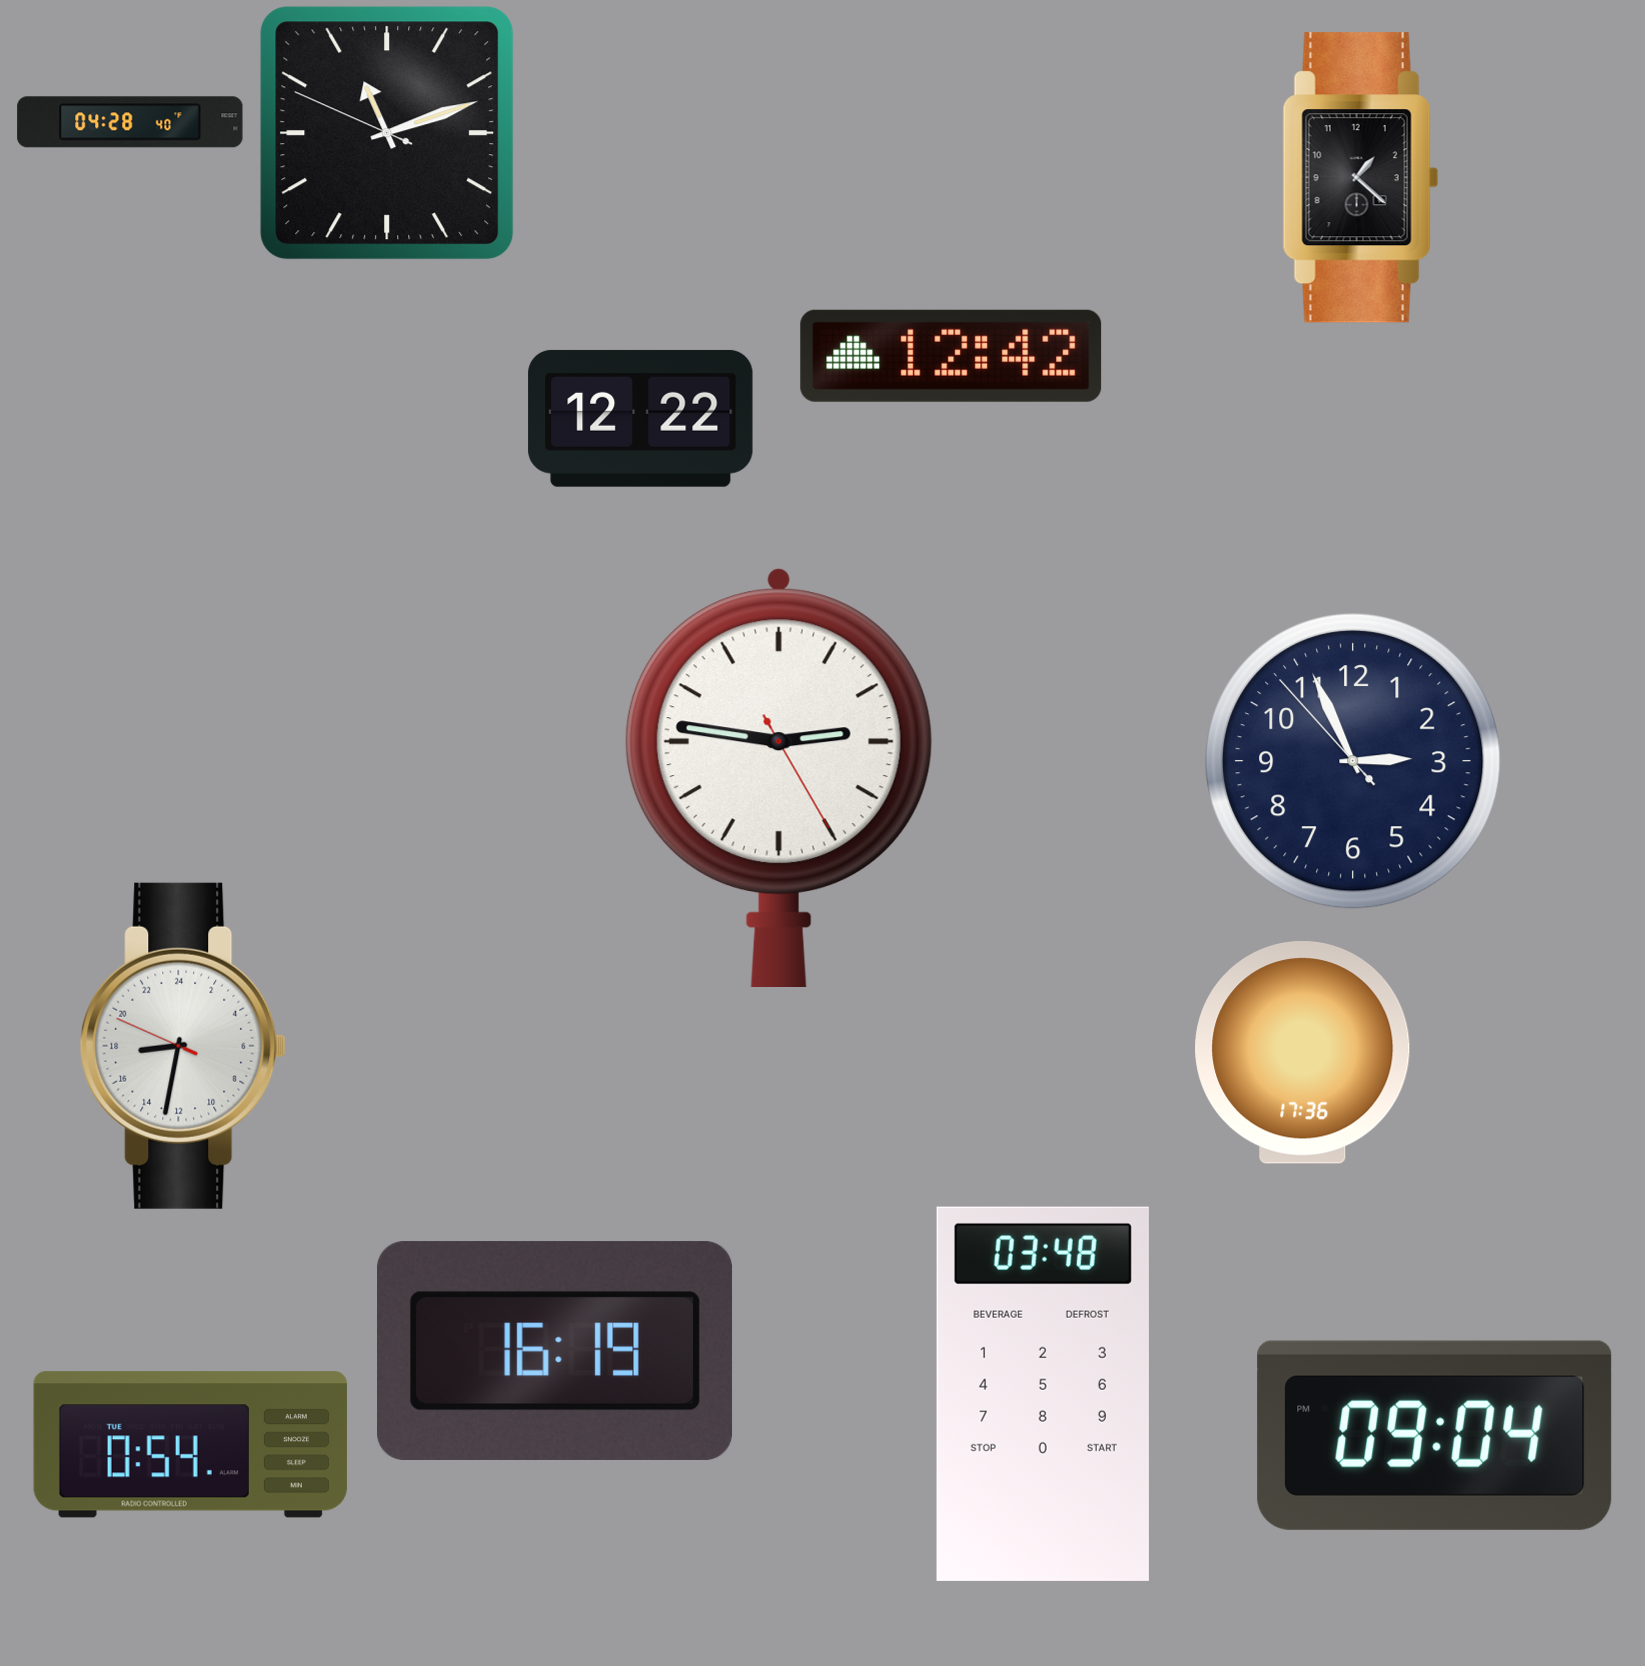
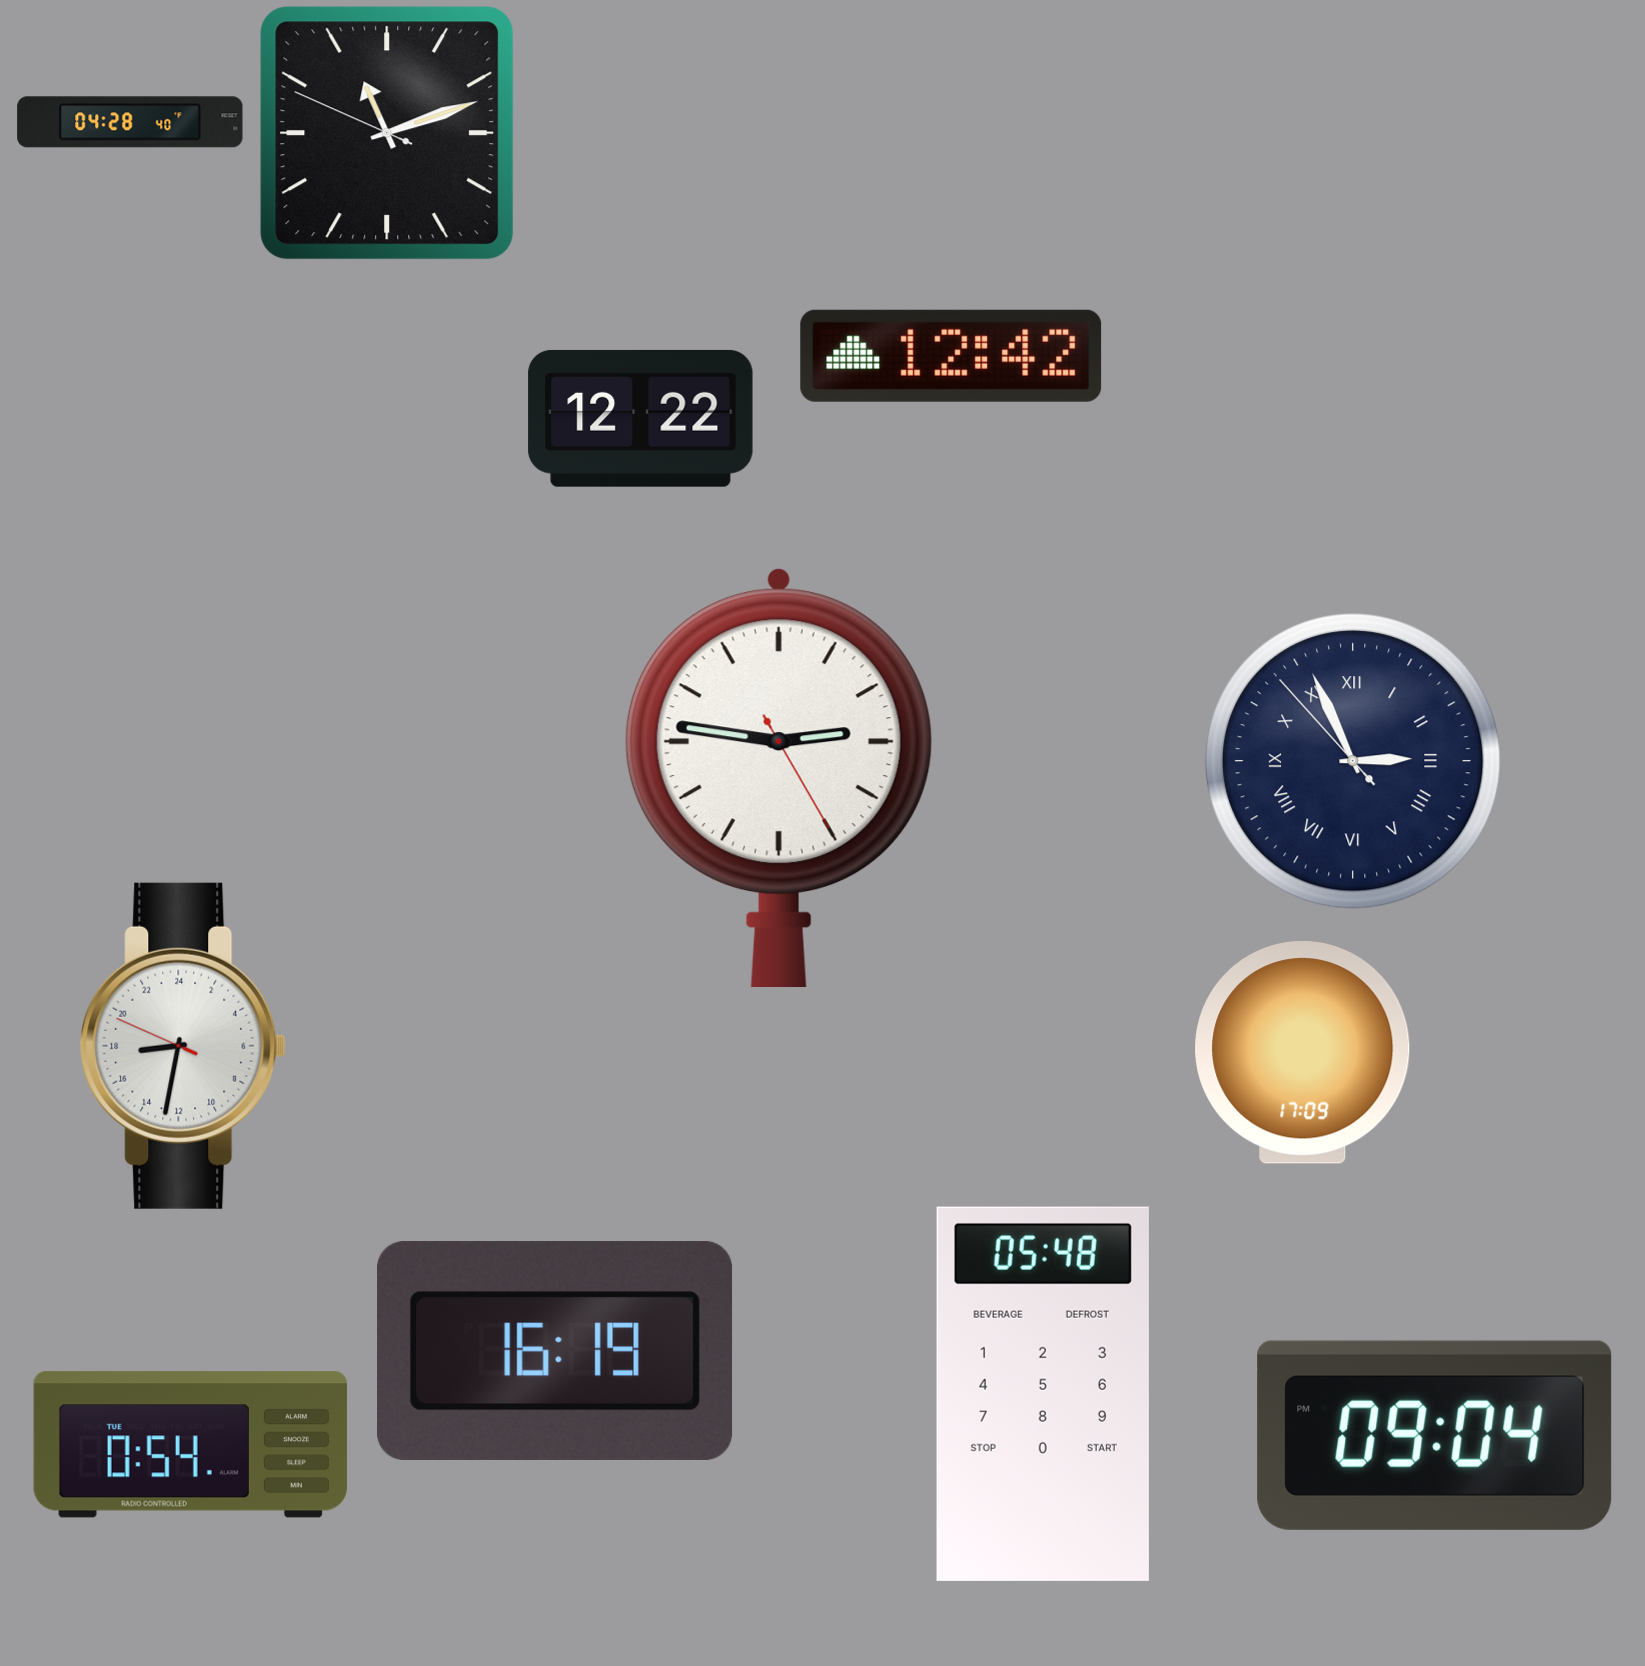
clock at (1360, 178): 1:22 -> none
clock at (1354, 762) numerals: Arabic -> Roman
clock at (1303, 1053): 17:36 -> 17:09
clock at (1043, 1394): 03:48 -> 05:48
